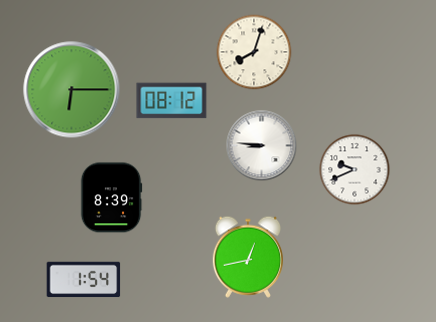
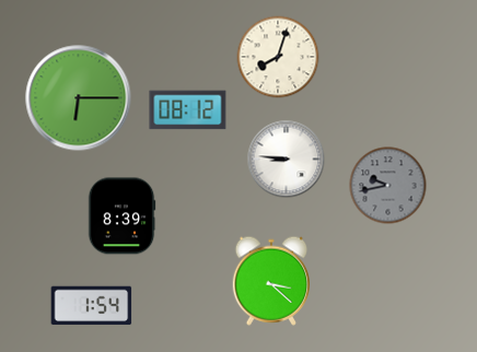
clock at (355, 170): 9:41 -> 9:43
clock at (355, 170) dial: white -> grey
clock at (248, 257): 12:43 -> 3:22
